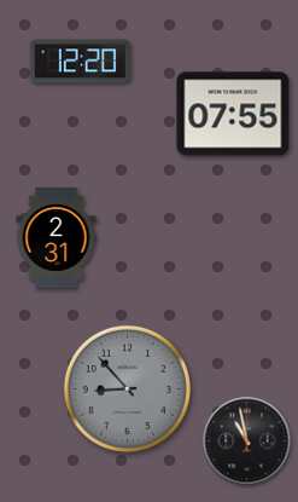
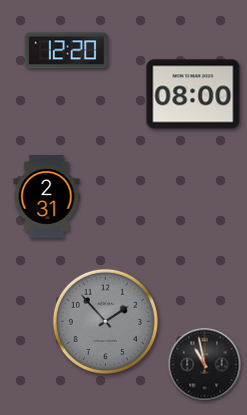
clock at (233, 114): 07:55 -> 08:00
clock at (127, 388): 8:53 -> 1:53
